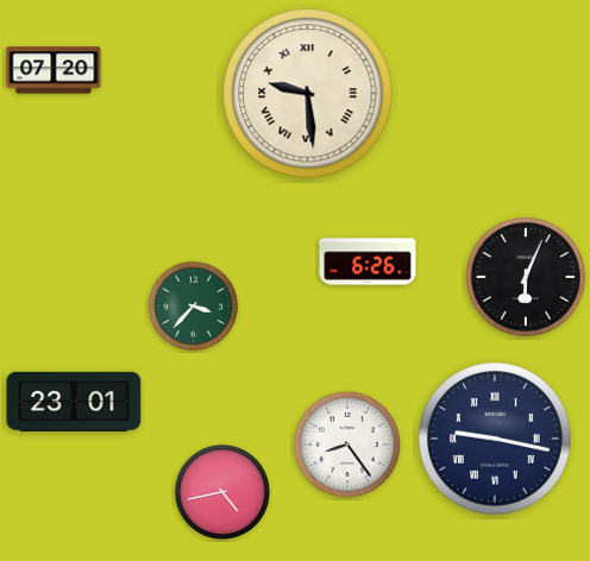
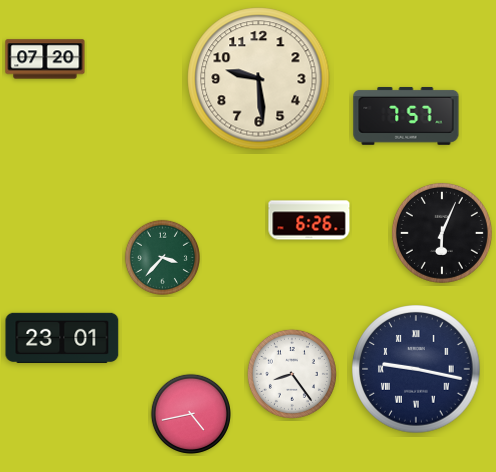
clock at (308, 94) numerals: Roman -> Arabic
clock at (406, 116): none -> 7:57
clock at (221, 491) position: (221, 491) -> (190, 413)
